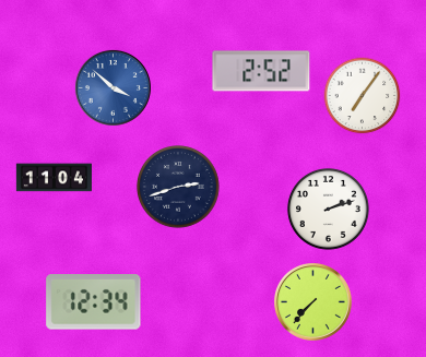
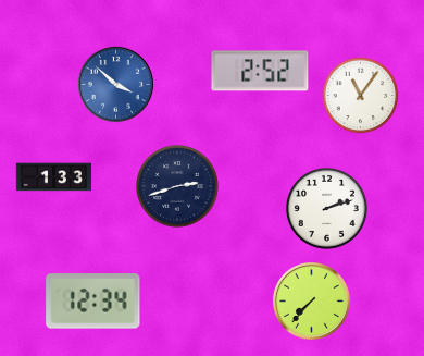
clock at (113, 87) position: (113, 87) -> (115, 84)
clock at (363, 96): 7:06 -> 11:06
clock at (54, 178): 11:04 -> 1:33
